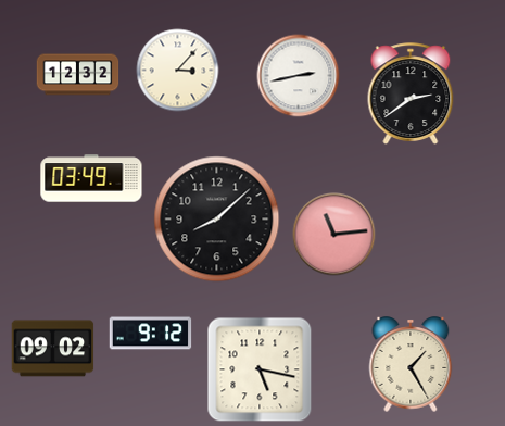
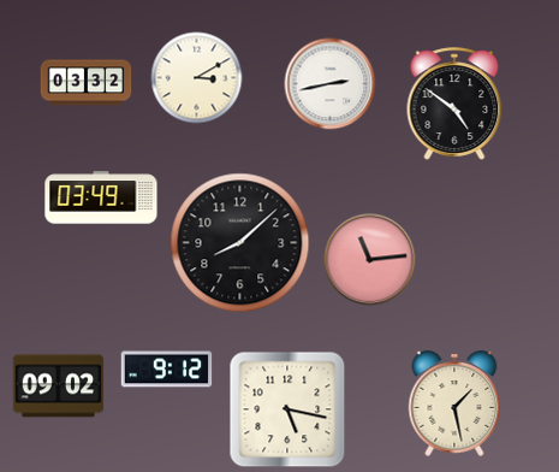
clock at (178, 71): 3:07 -> 3:10
clock at (78, 75): 12:32 -> 03:32
clock at (411, 93): 2:39 -> 4:51
clock at (411, 364): 1:25 -> 1:28
